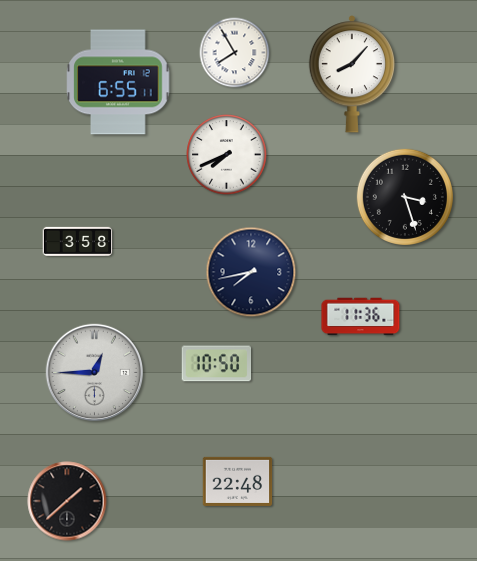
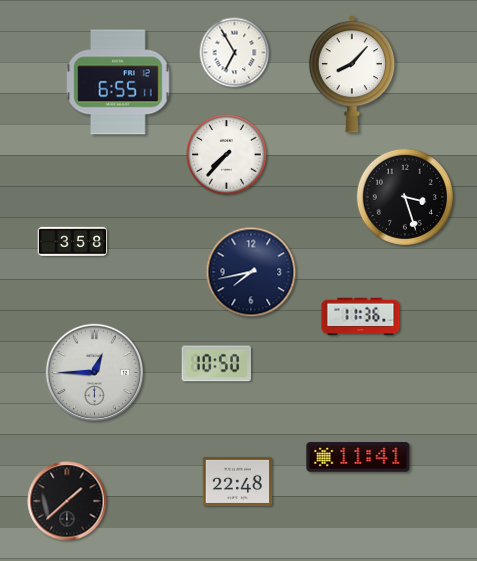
clock at (235, 53): 7:55 -> 6:55
clock at (227, 155): 7:41 -> 7:37
clock at (78, 241) position: (78, 241) -> (73, 241)
clock at (358, 457): none -> 11:41
